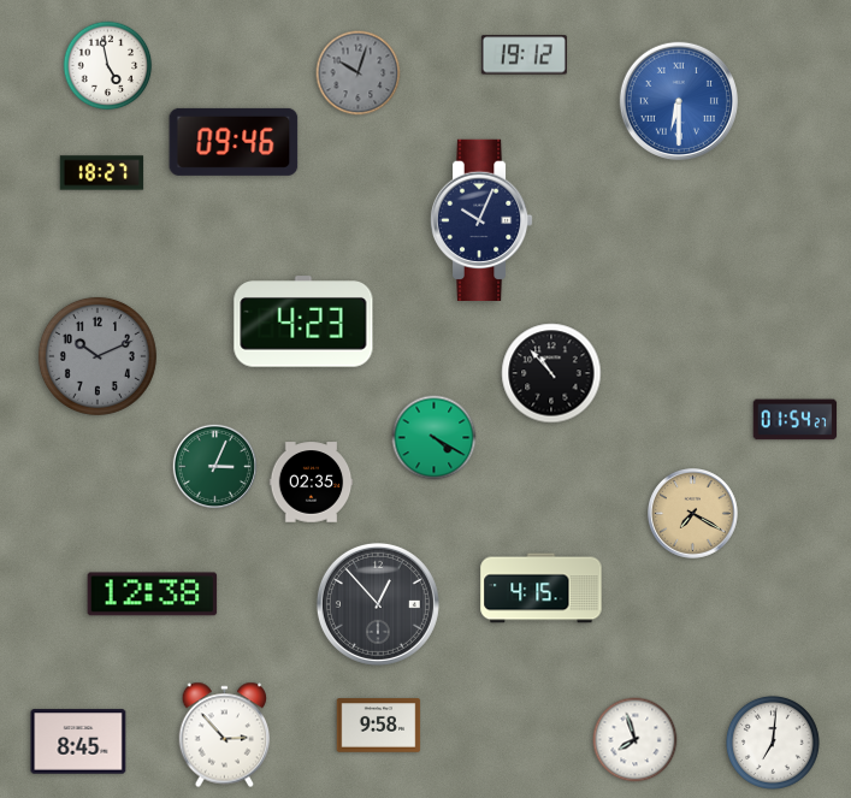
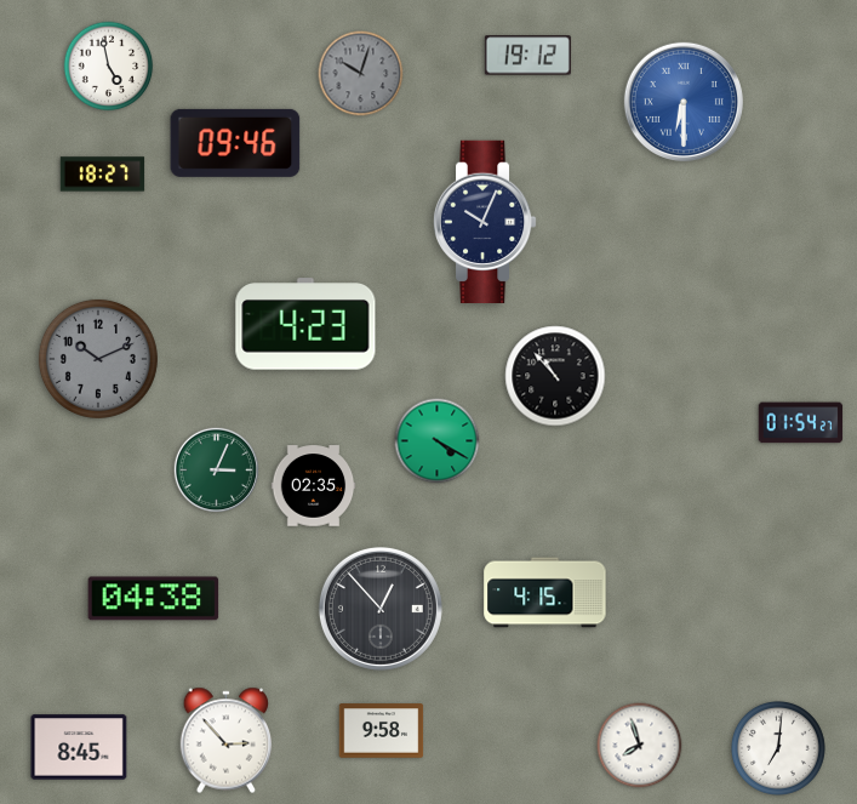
clock at (693, 514): 7:20 -> none
clock at (153, 595): 12:38 -> 04:38
